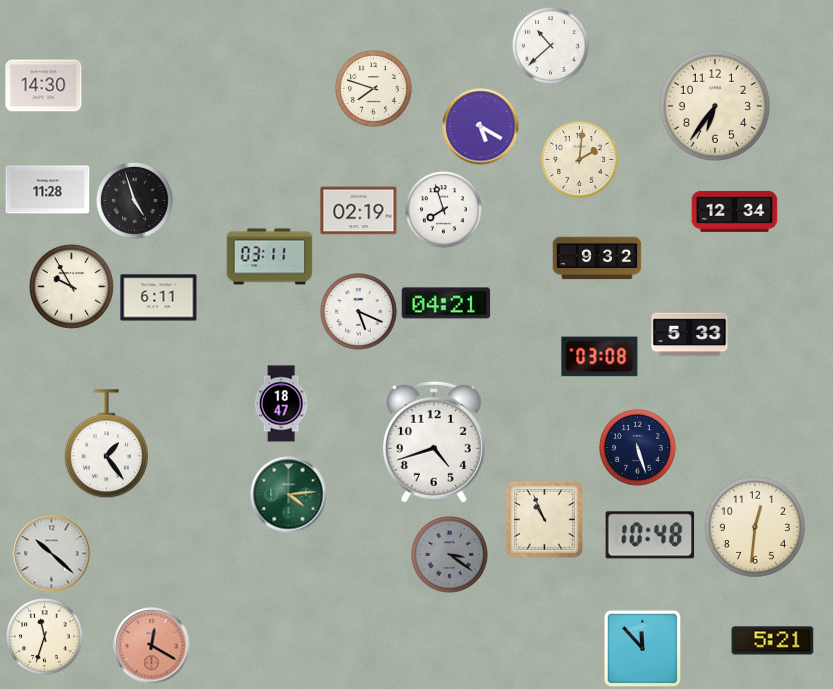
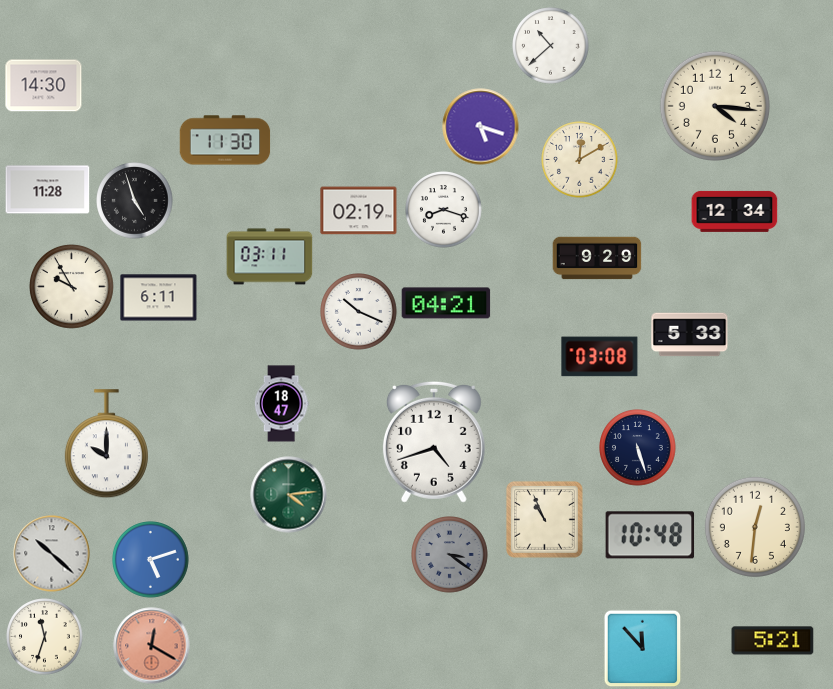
clock at (374, 89): 7:48 -> none
clock at (715, 106): 6:36 -> 4:16
clock at (481, 127): 5:20 -> 5:18
clock at (225, 140): none -> 11:30
clock at (580, 160): 2:01 -> 12:10
clock at (444, 210): 7:57 -> 8:18
clock at (597, 258): 9:32 -> 9:29
clock at (359, 312): 5:19 -> 10:19
clock at (106, 444): 1:24 -> 10:00
clock at (151, 560): none -> 5:12
